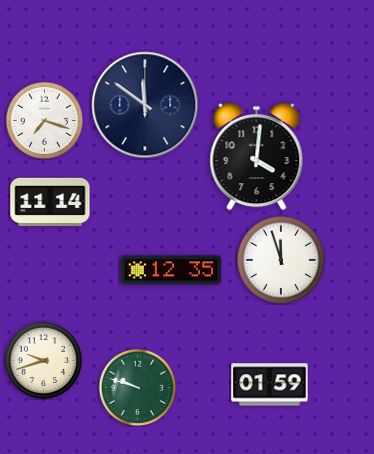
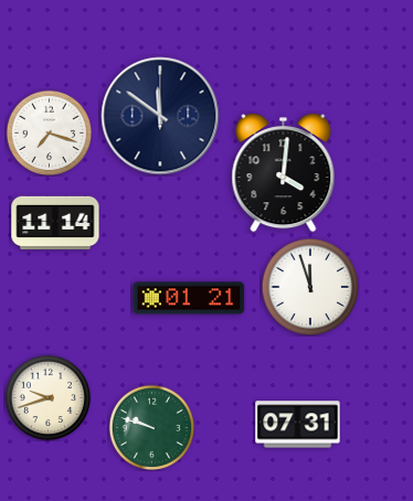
clock at (171, 270): 12:35 -> 01:21
clock at (270, 385): 01:59 -> 07:31
